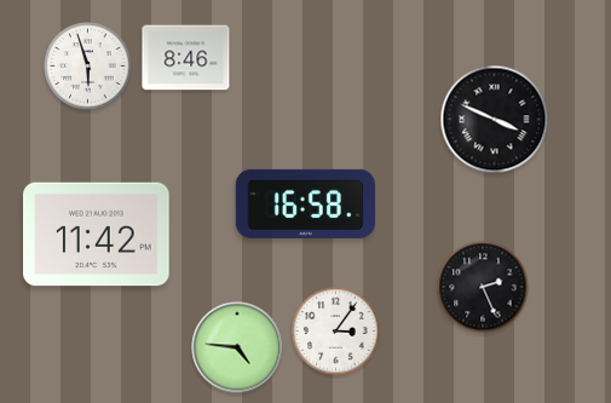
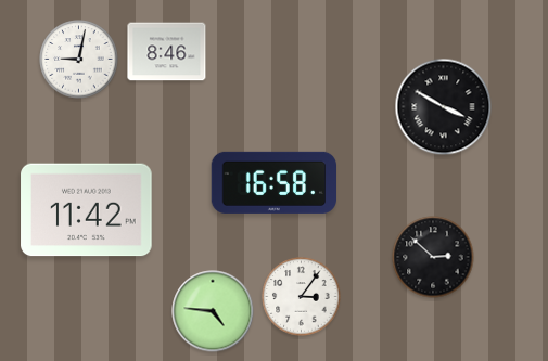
clock at (88, 67): 5:57 -> 9:02
clock at (495, 120): 3:49 -> 3:50
clock at (483, 287): 2:26 -> 2:52
